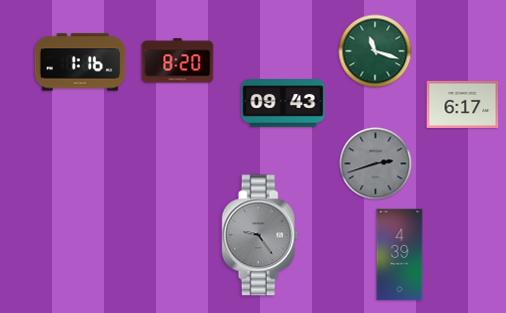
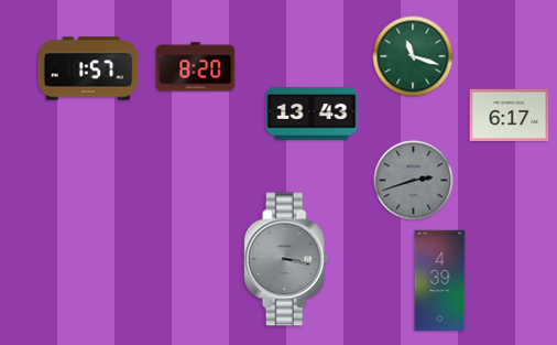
clock at (80, 62): 1:16 -> 1:57
clock at (283, 104): 09:43 -> 13:43
clock at (260, 235): 9:24 -> 3:17
